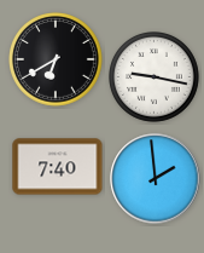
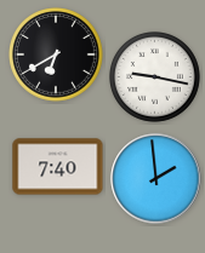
clock at (57, 61) position: (57, 61) -> (57, 56)
